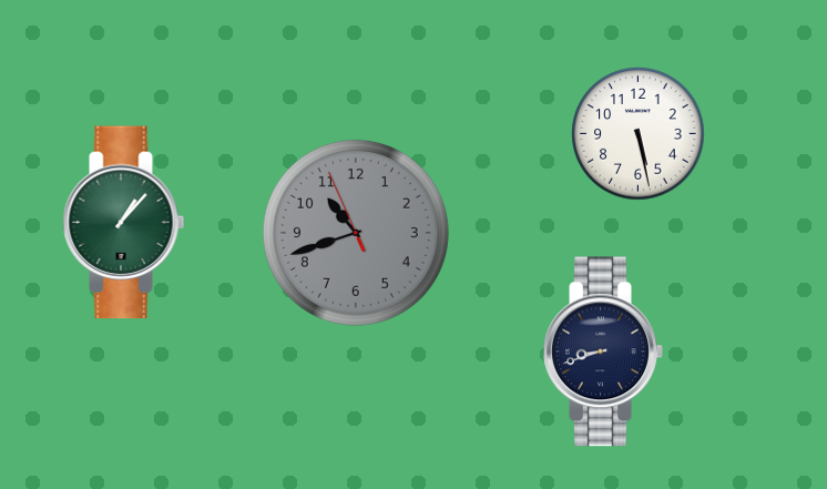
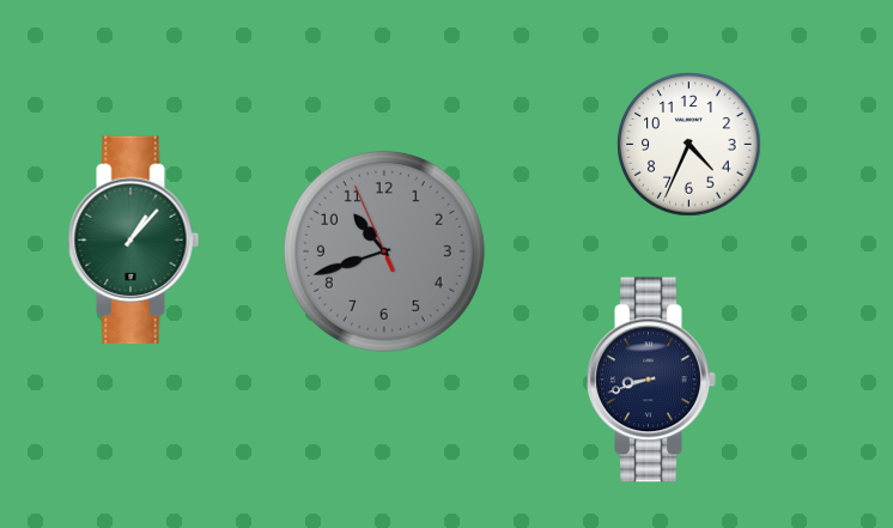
clock at (639, 134): 5:28 -> 4:34
